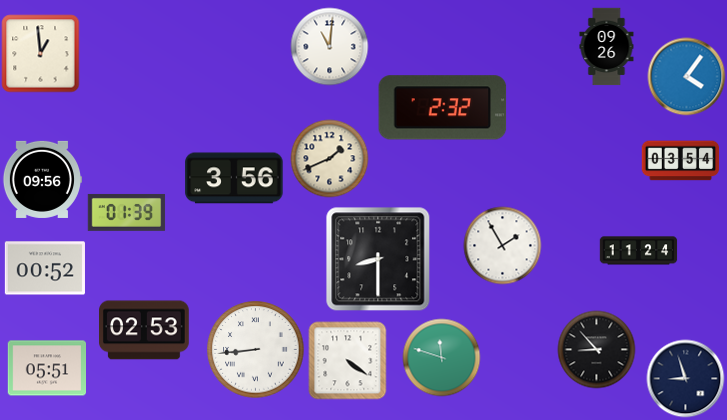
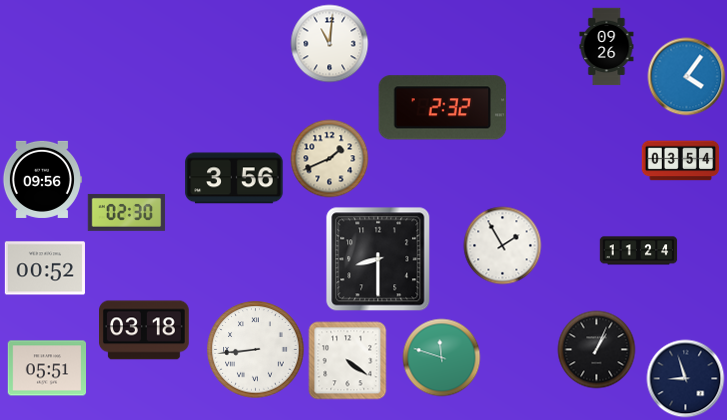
clock at (329, 46) position: (329, 46) -> (329, 43)
clock at (40, 53): 12:59 -> none
clock at (126, 213): 01:39 -> 02:30
clock at (145, 330): 02:53 -> 03:18
clock at (596, 349): 8:53 -> 1:04
